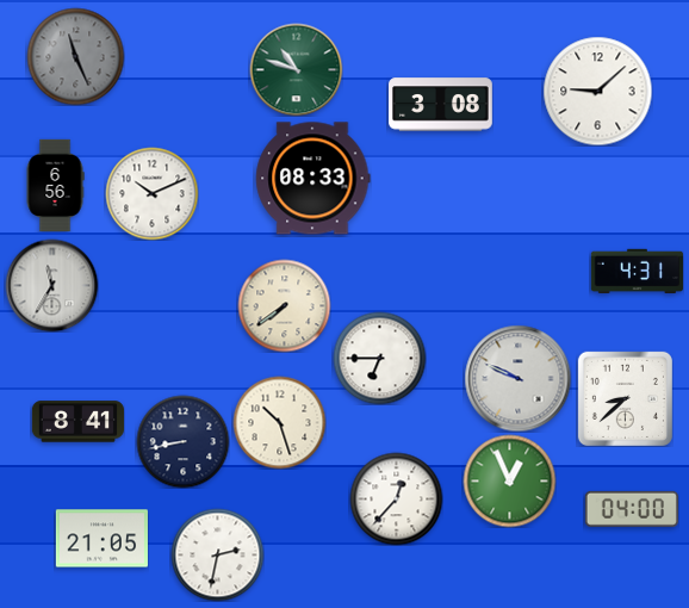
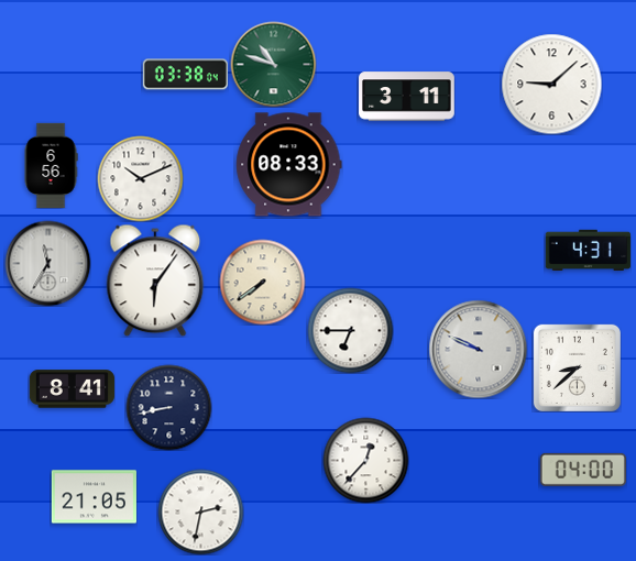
clock at (75, 56): 11:26 -> none
clock at (185, 75): none -> 03:38
clock at (441, 105): 3:08 -> 3:11
clock at (55, 185) position: (55, 185) -> (51, 165)
clock at (155, 280): none -> 6:06
clock at (279, 422): 10:27 -> none
clock at (509, 480): 12:56 -> none
